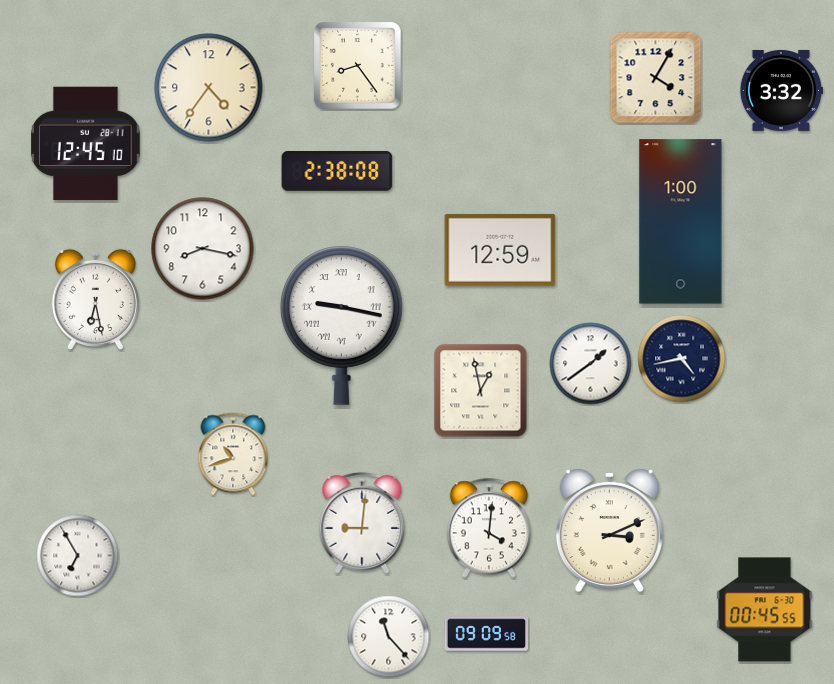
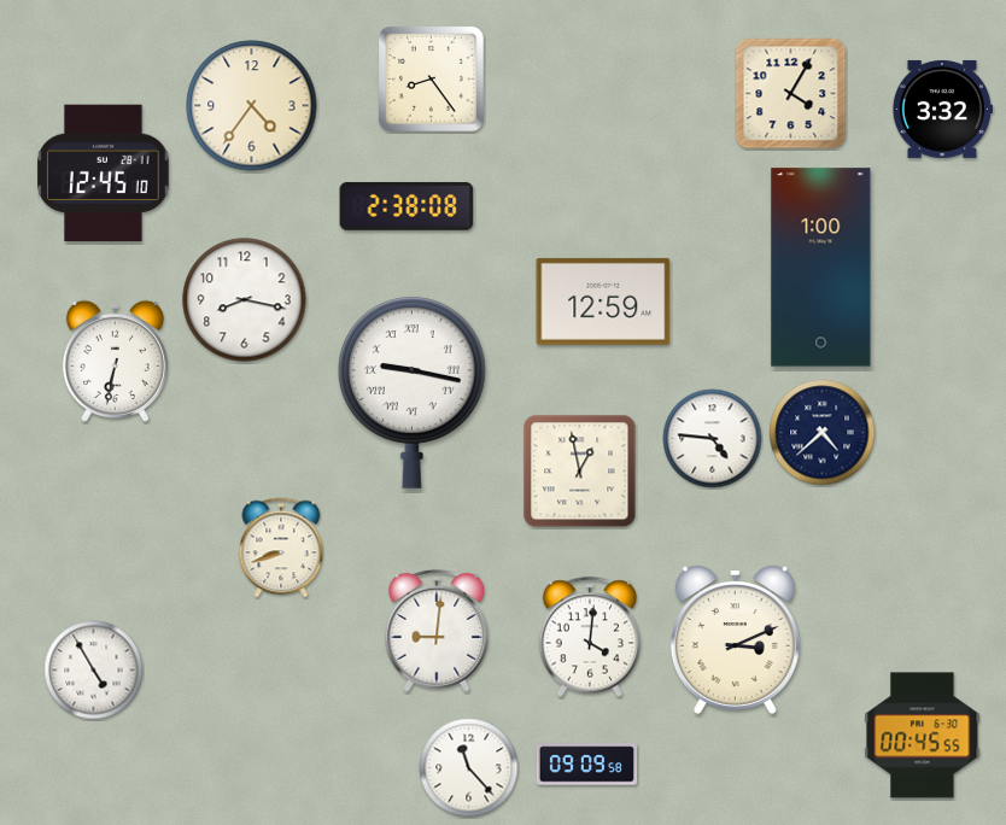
clock at (95, 299): 6:28 -> 6:32
clock at (682, 359): 4:43 -> 4:38
clock at (591, 364): 1:39 -> 4:46
clock at (233, 454): 10:42 -> 8:42
clock at (78, 556): 6:55 -> 4:55
